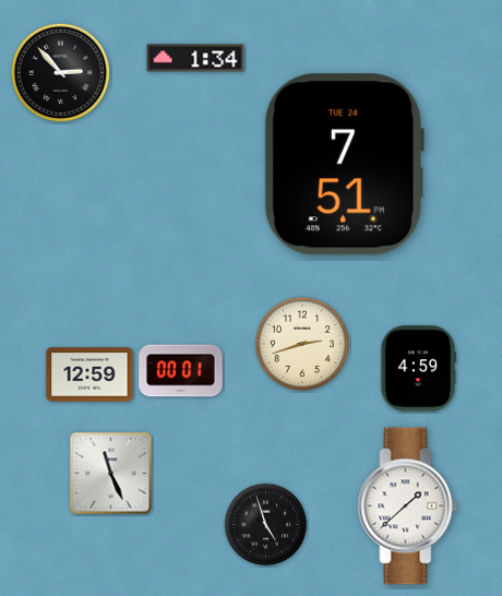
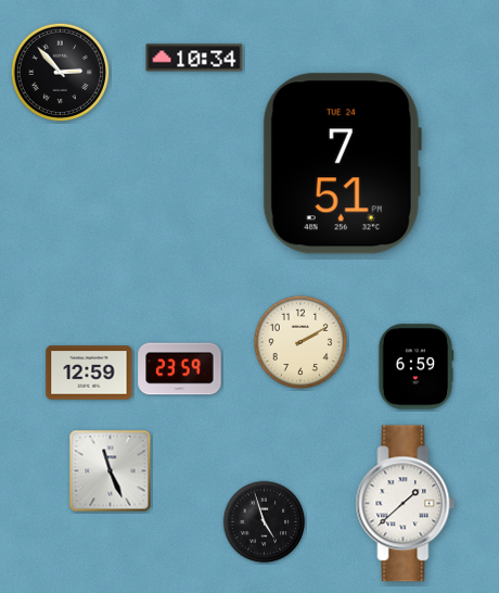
clock at (195, 58): 1:34 -> 10:34
clock at (302, 344): 2:42 -> 2:10
clock at (418, 369): 4:59 -> 6:59
clock at (181, 371): 00:01 -> 23:59
